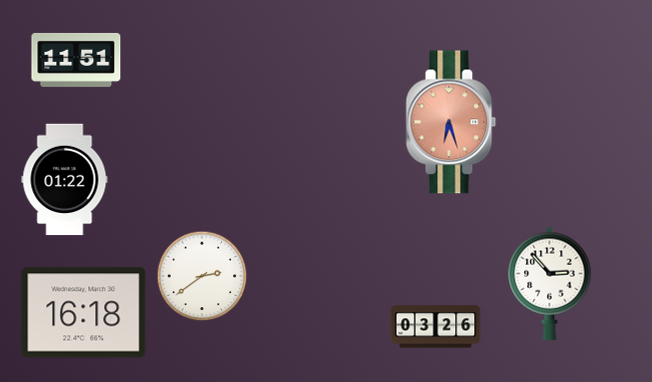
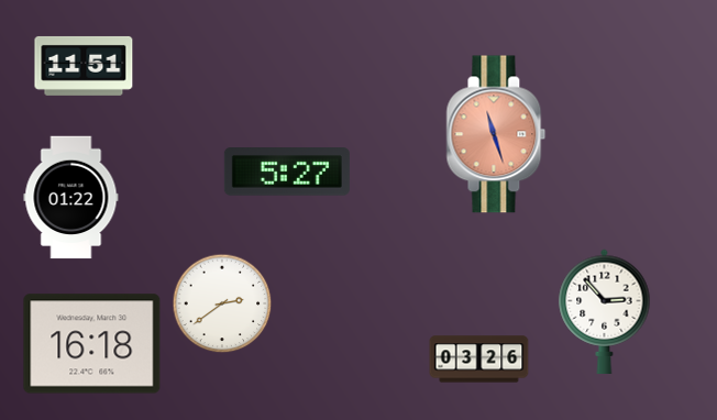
clock at (451, 122): 6:27 -> 11:27
clock at (287, 173): none -> 5:27
